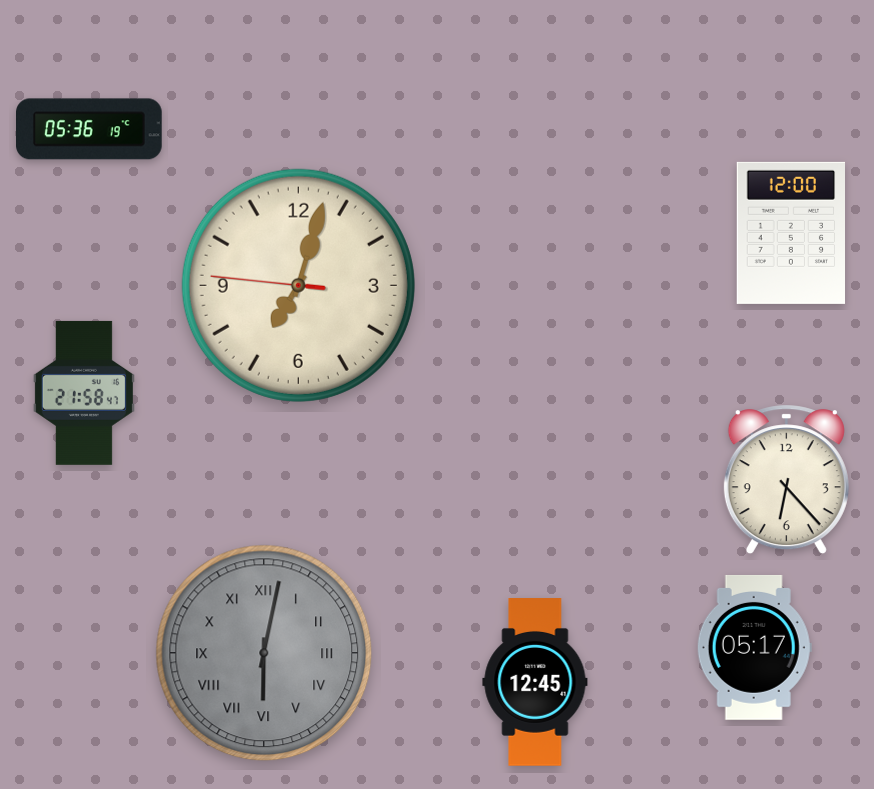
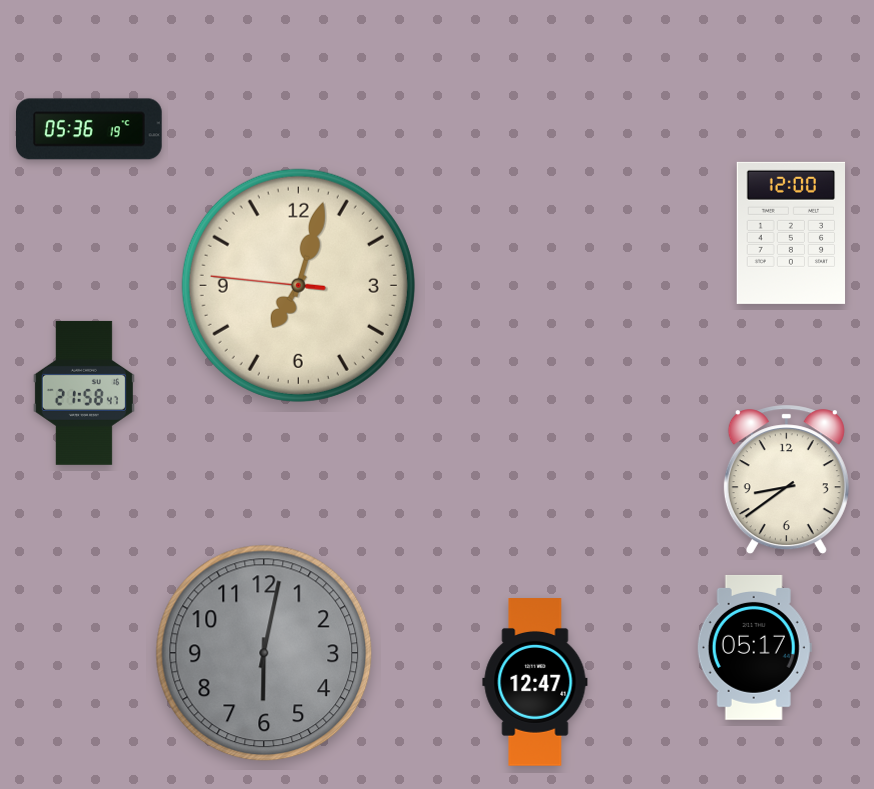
clock at (786, 480): 6:23 -> 8:39
clock at (264, 653) numerals: Roman -> Arabic
clock at (535, 682): 12:45 -> 12:47
